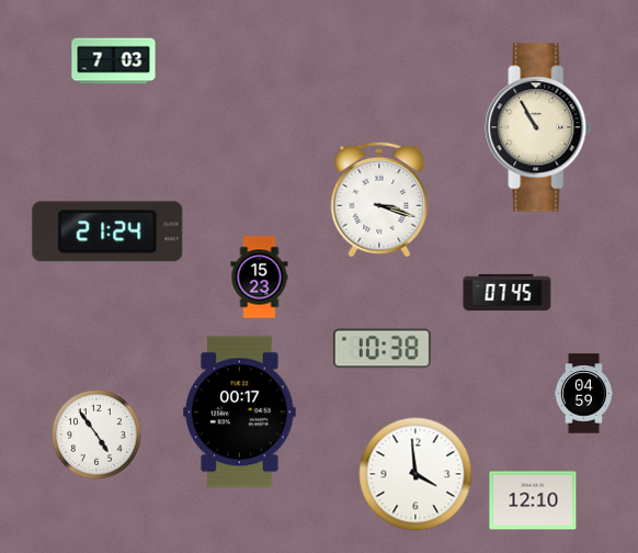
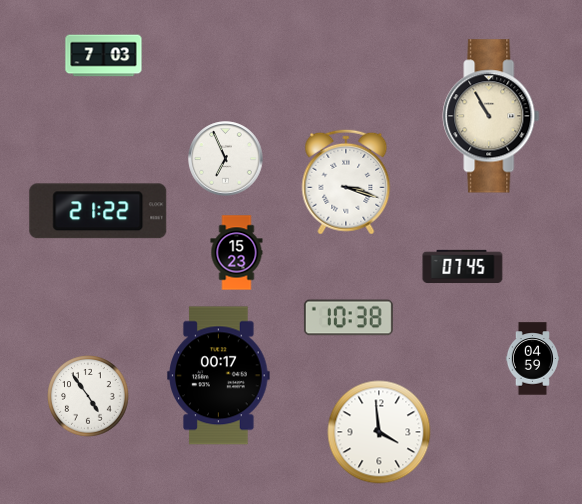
clock at (226, 159): none -> 6:56
clock at (107, 232): 21:24 -> 21:22
clock at (533, 500): 12:10 -> none
